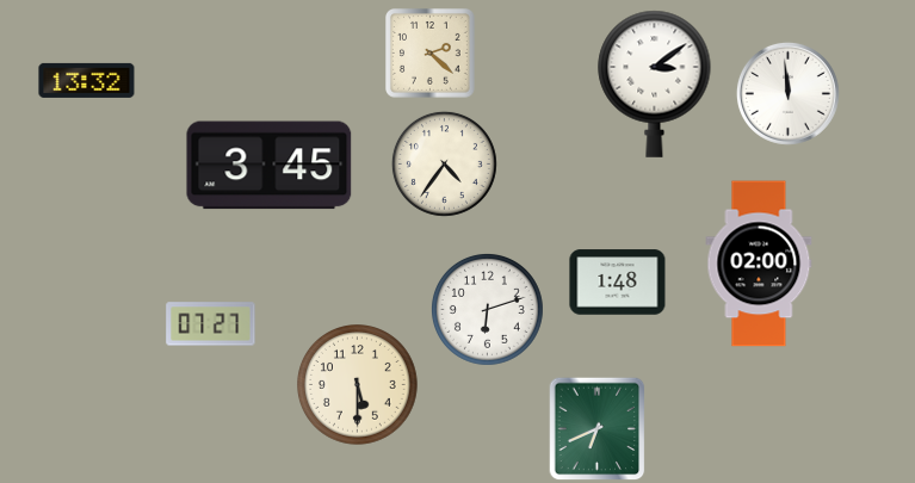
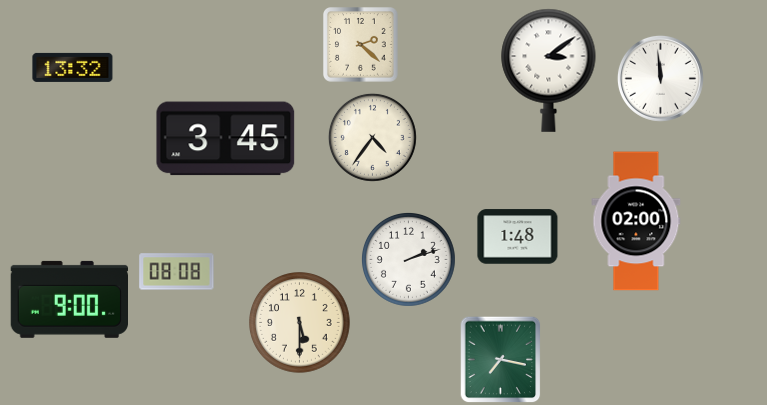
clock at (487, 309): 6:12 -> 2:12
clock at (211, 324): 07:27 -> 08:08
clock at (69, 299): none -> 9:00
clock at (598, 429): 6:41 -> 7:17
